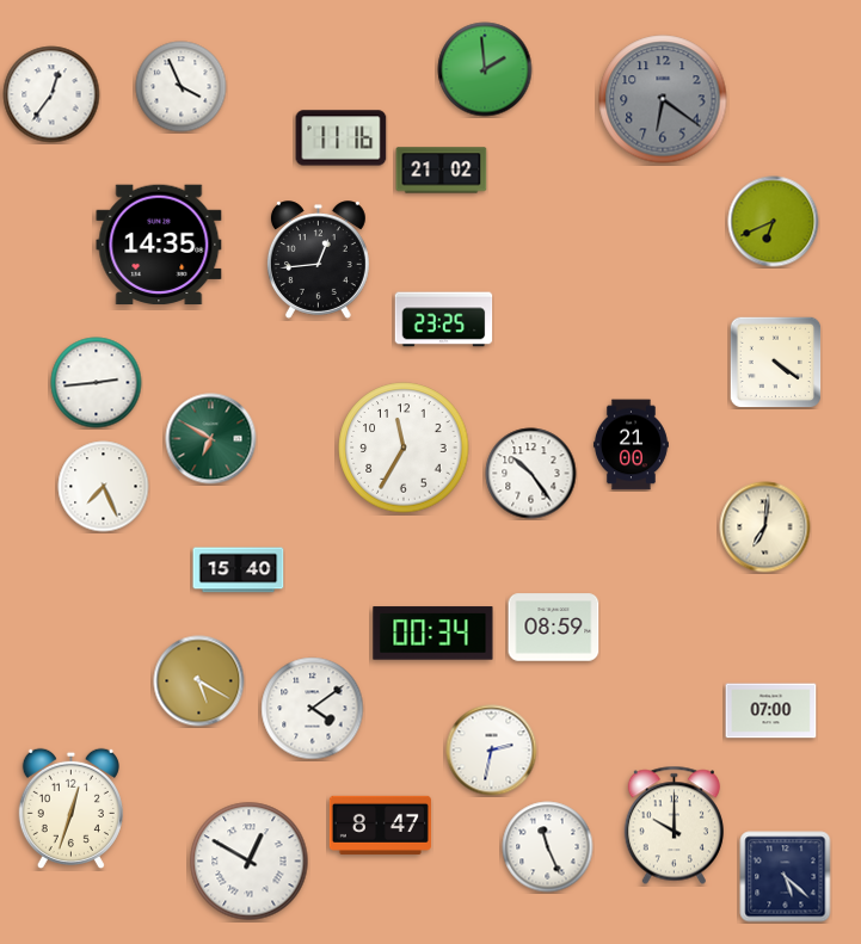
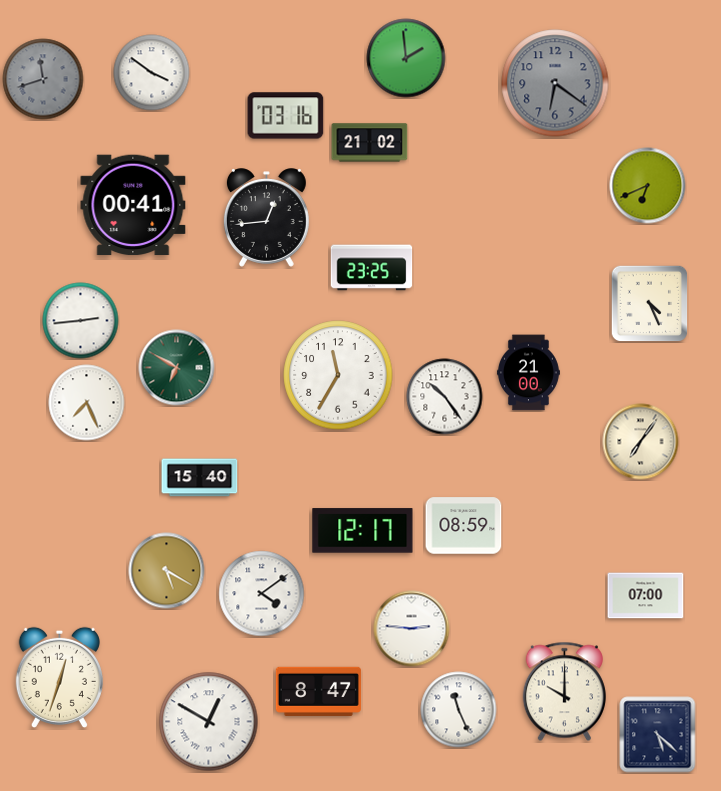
clock at (182, 87): 3:56 -> 3:51
clock at (51, 94): 12:36 -> 11:42
clock at (51, 94) dial: white -> grey
clock at (342, 138): 11:16 -> 03:16
clock at (159, 245): 14:35 -> 00:41
clock at (775, 362): 4:21 -> 4:26
clock at (104, 487) position: (104, 487) -> (87, 403)
clock at (765, 527): 7:01 -> 7:06
clock at (433, 634): 00:34 -> 12:17
clock at (492, 751): 2:32 -> 2:46
